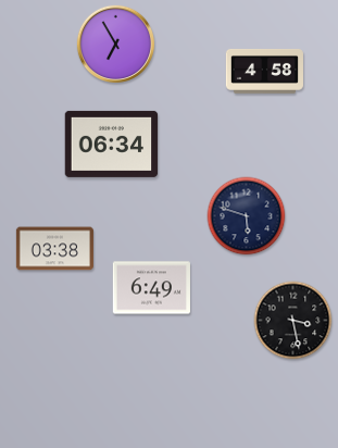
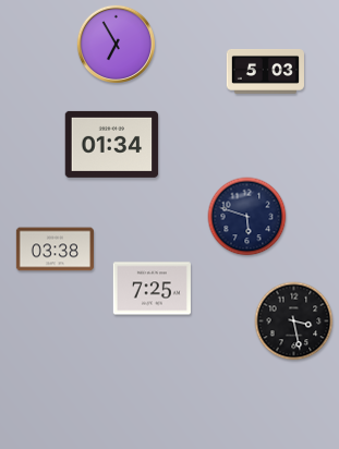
clock at (264, 71): 4:58 -> 5:03
clock at (112, 144): 06:34 -> 01:34
clock at (151, 288): 6:49 -> 7:25
